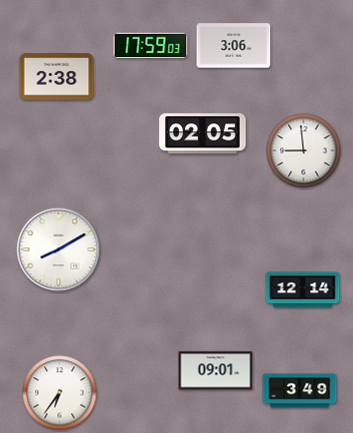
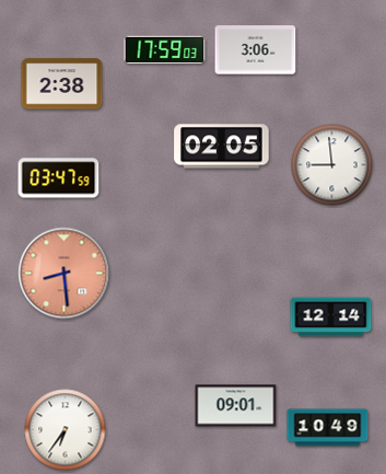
clock at (59, 178): none -> 03:47
clock at (59, 250): 8:10 -> 8:29
clock at (59, 250) dial: white -> salmon
clock at (300, 391): 3:49 -> 10:49
